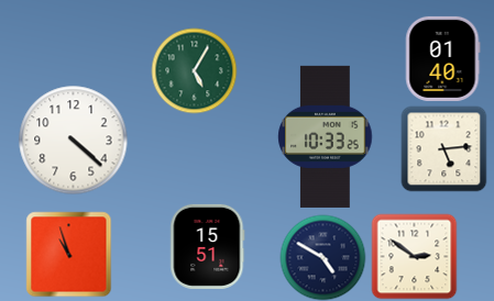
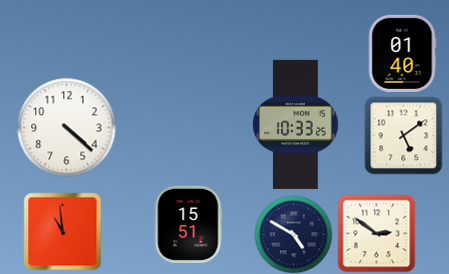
clock at (194, 70): 5:05 -> none
clock at (443, 148): 5:14 -> 5:09
clock at (68, 254): 10:57 -> 10:59
